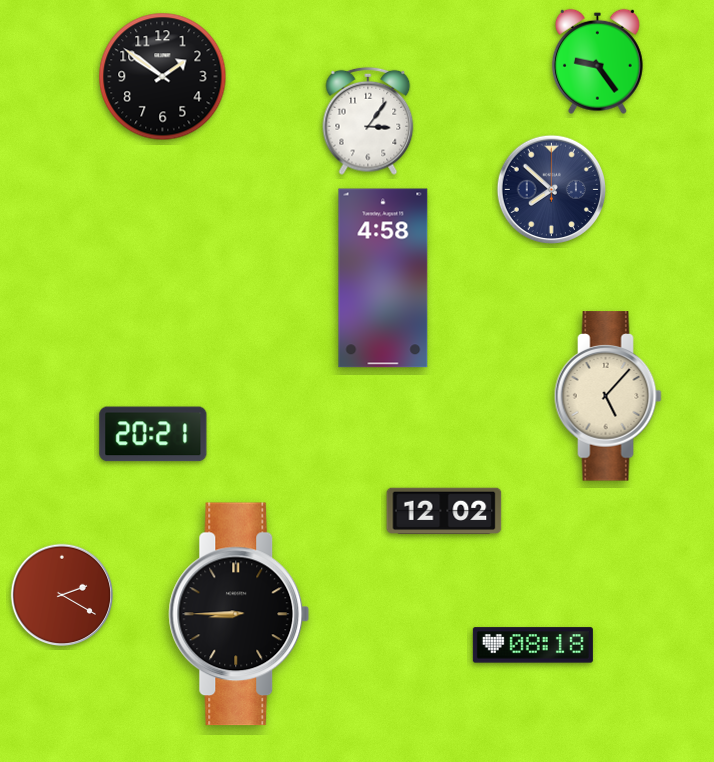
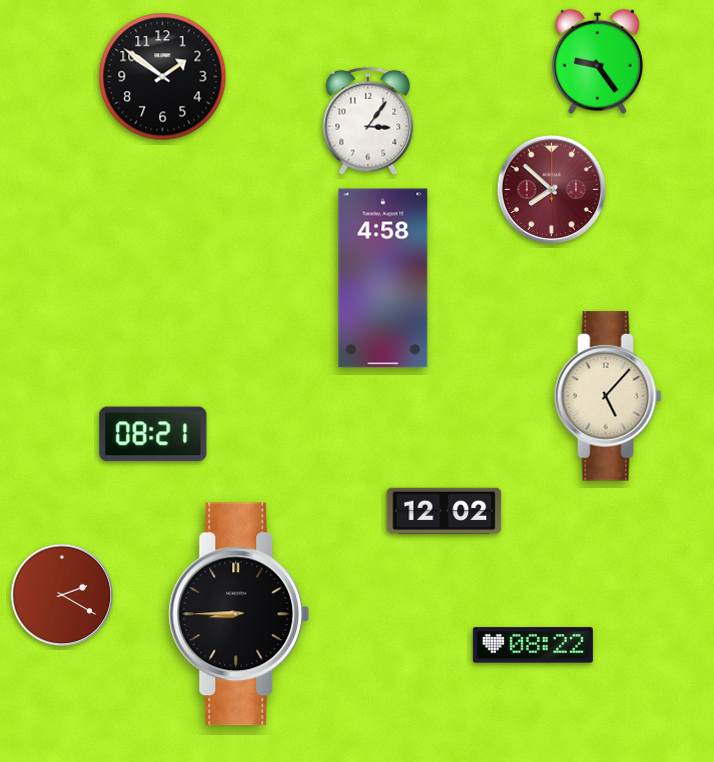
clock at (552, 190) dial: navy -> burgundy
clock at (153, 434): 20:21 -> 08:21
clock at (533, 645): 08:18 -> 08:22
